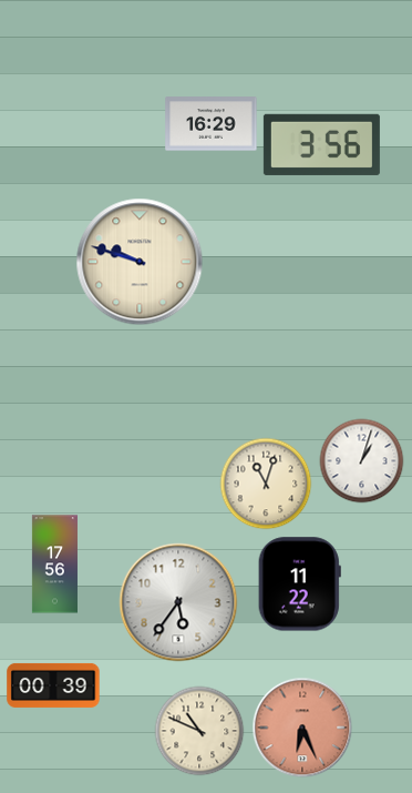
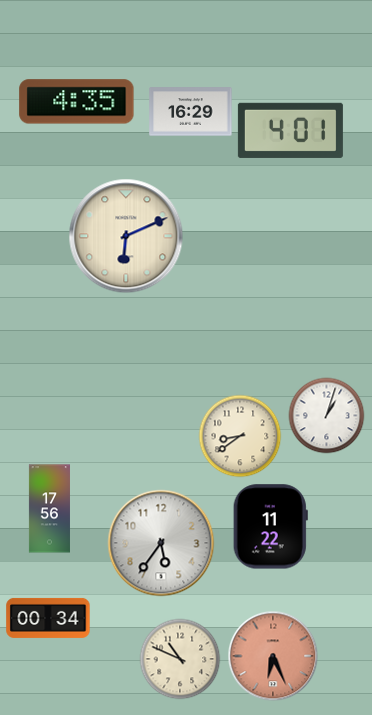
clock at (77, 102): none -> 4:35
clock at (321, 144): 3:56 -> 4:01
clock at (140, 262): 9:48 -> 6:11
clock at (266, 484): 11:03 -> 8:39
clock at (53, 685): 00:39 -> 00:34
